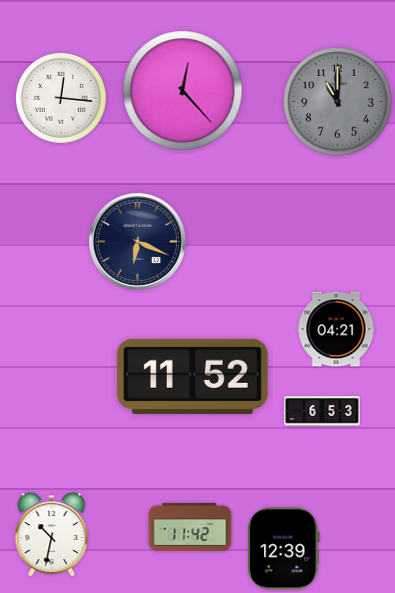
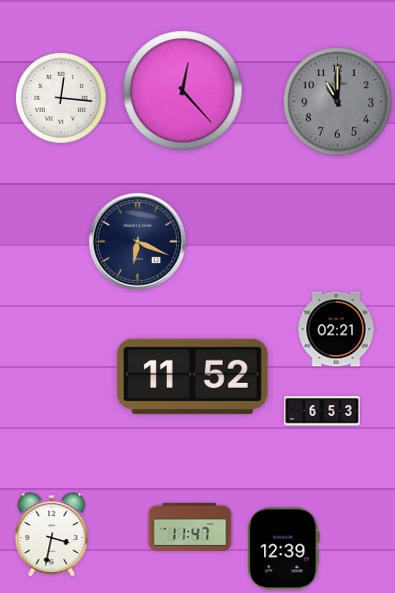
clock at (336, 329): 04:21 -> 02:21
clock at (190, 527): 11:42 -> 11:47
clock at (52, 535): 10:32 -> 3:32
